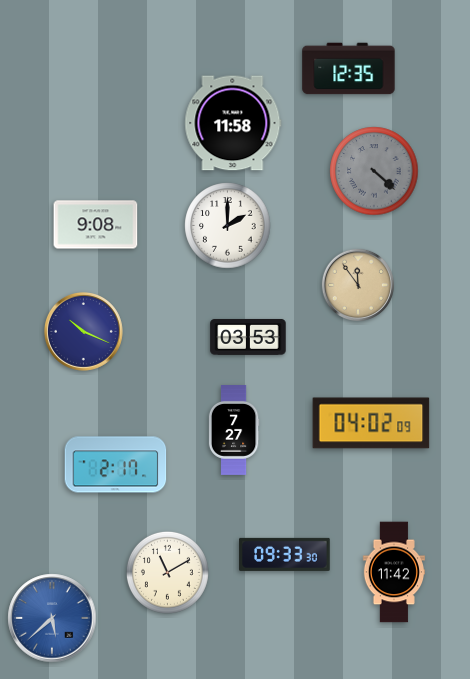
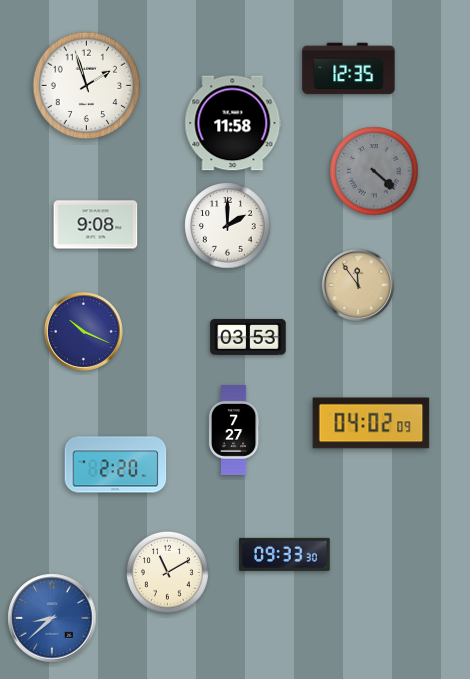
clock at (87, 86): none -> 1:57
clock at (116, 465): 2:17 -> 2:20
clock at (393, 572): 11:42 -> none
clock at (52, 618): 5:38 -> 8:38
